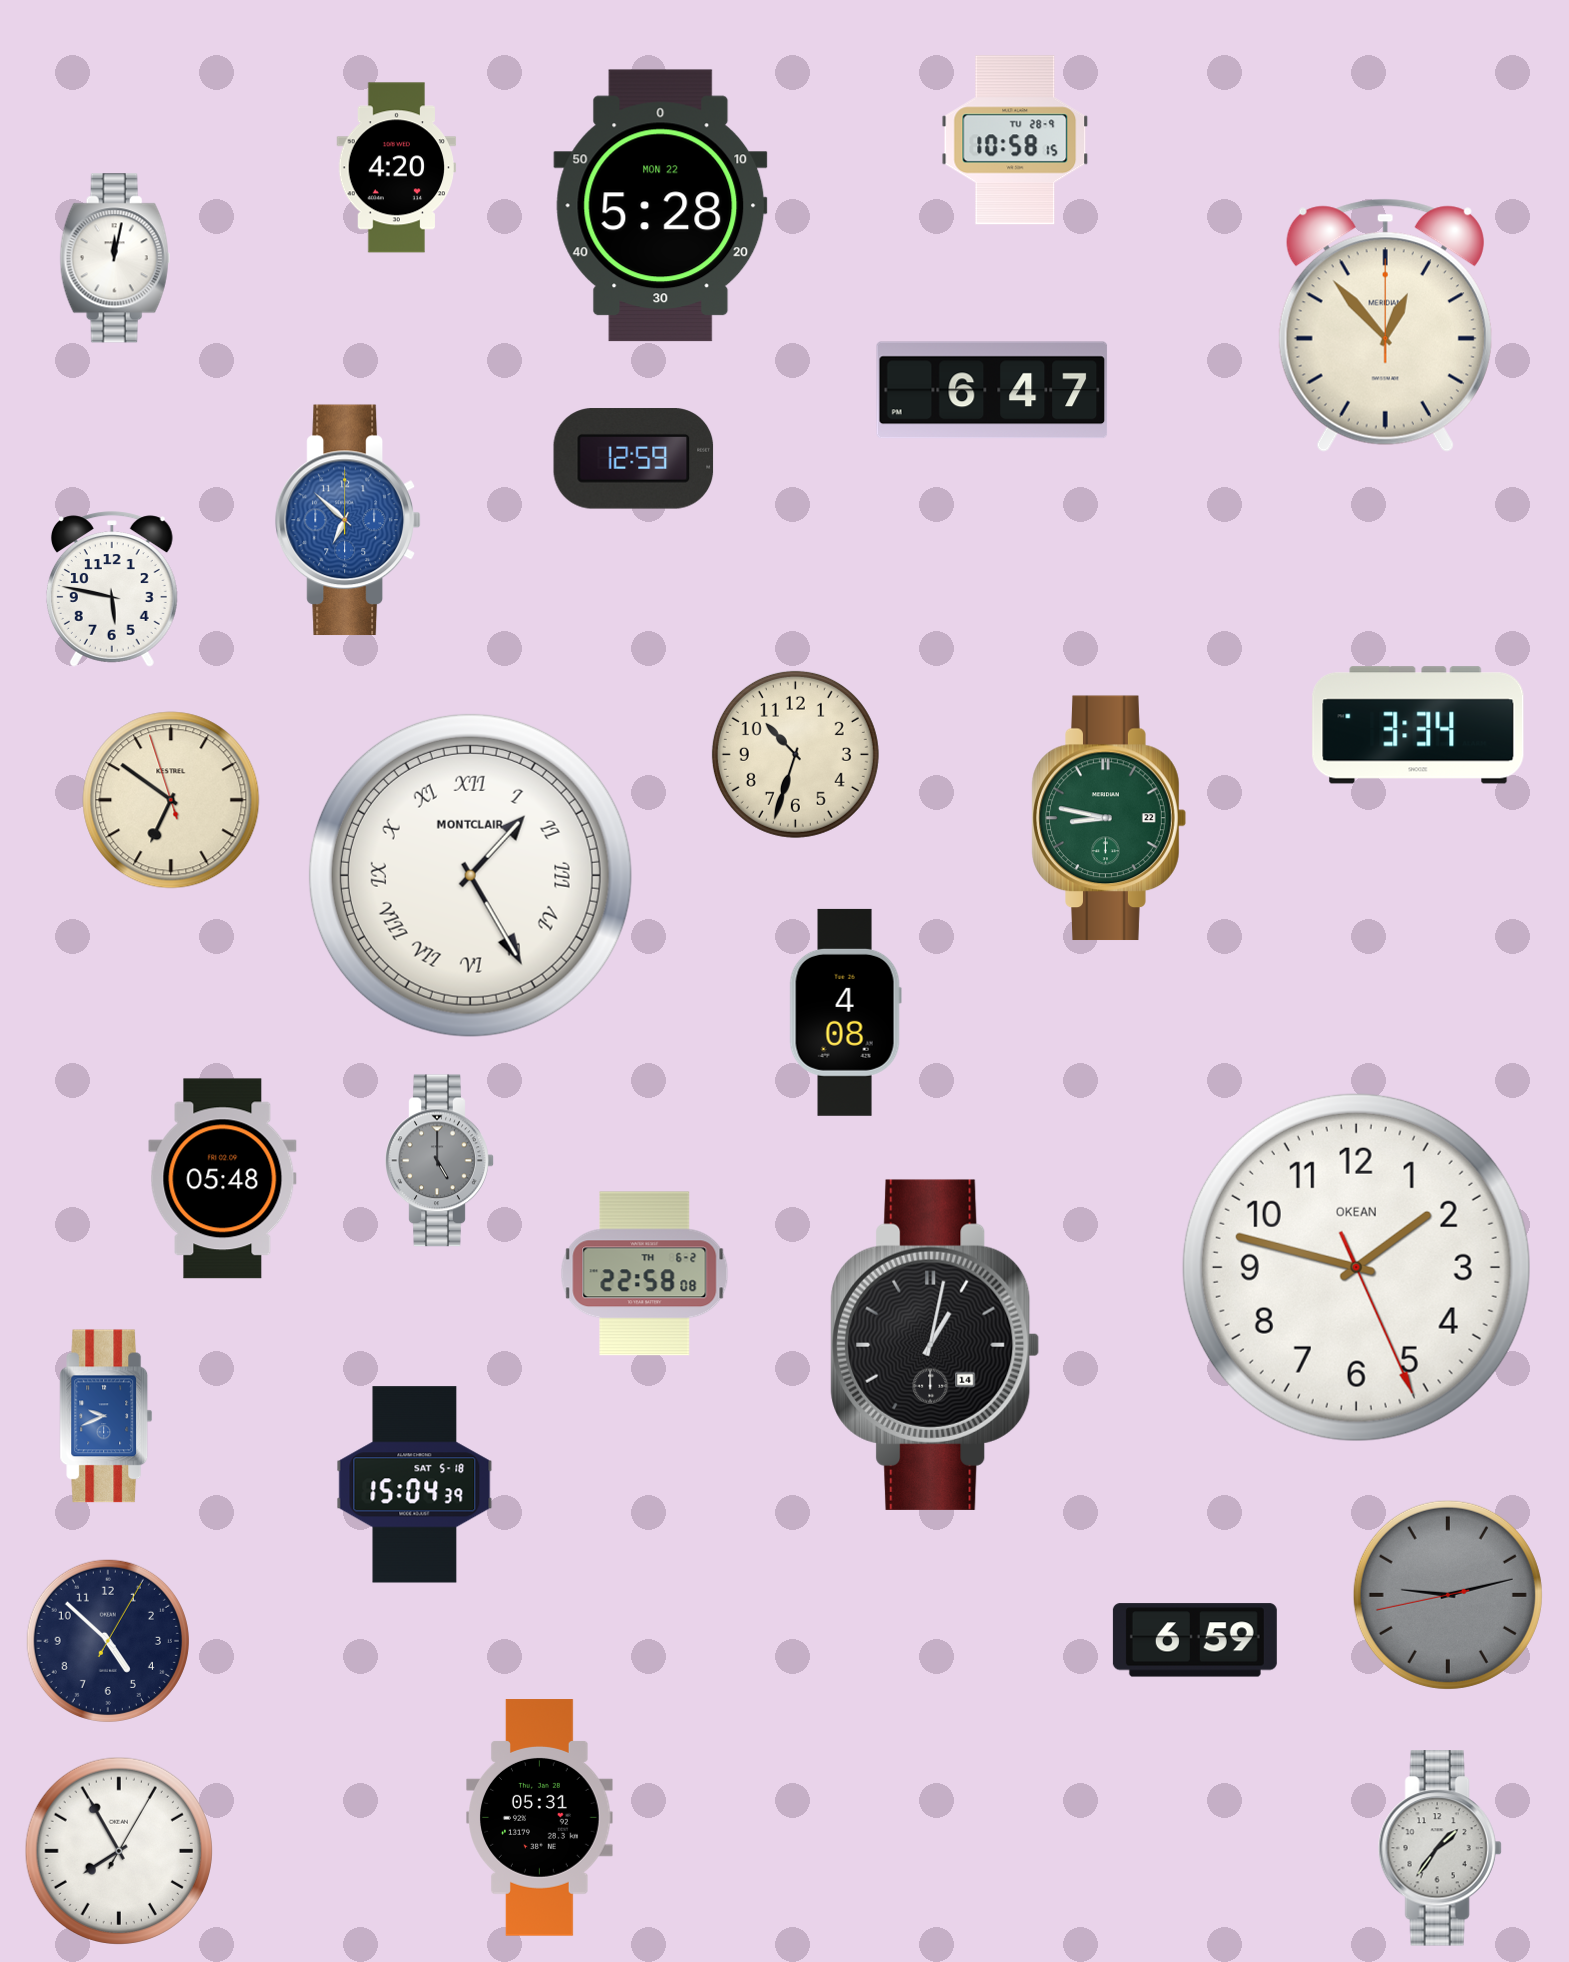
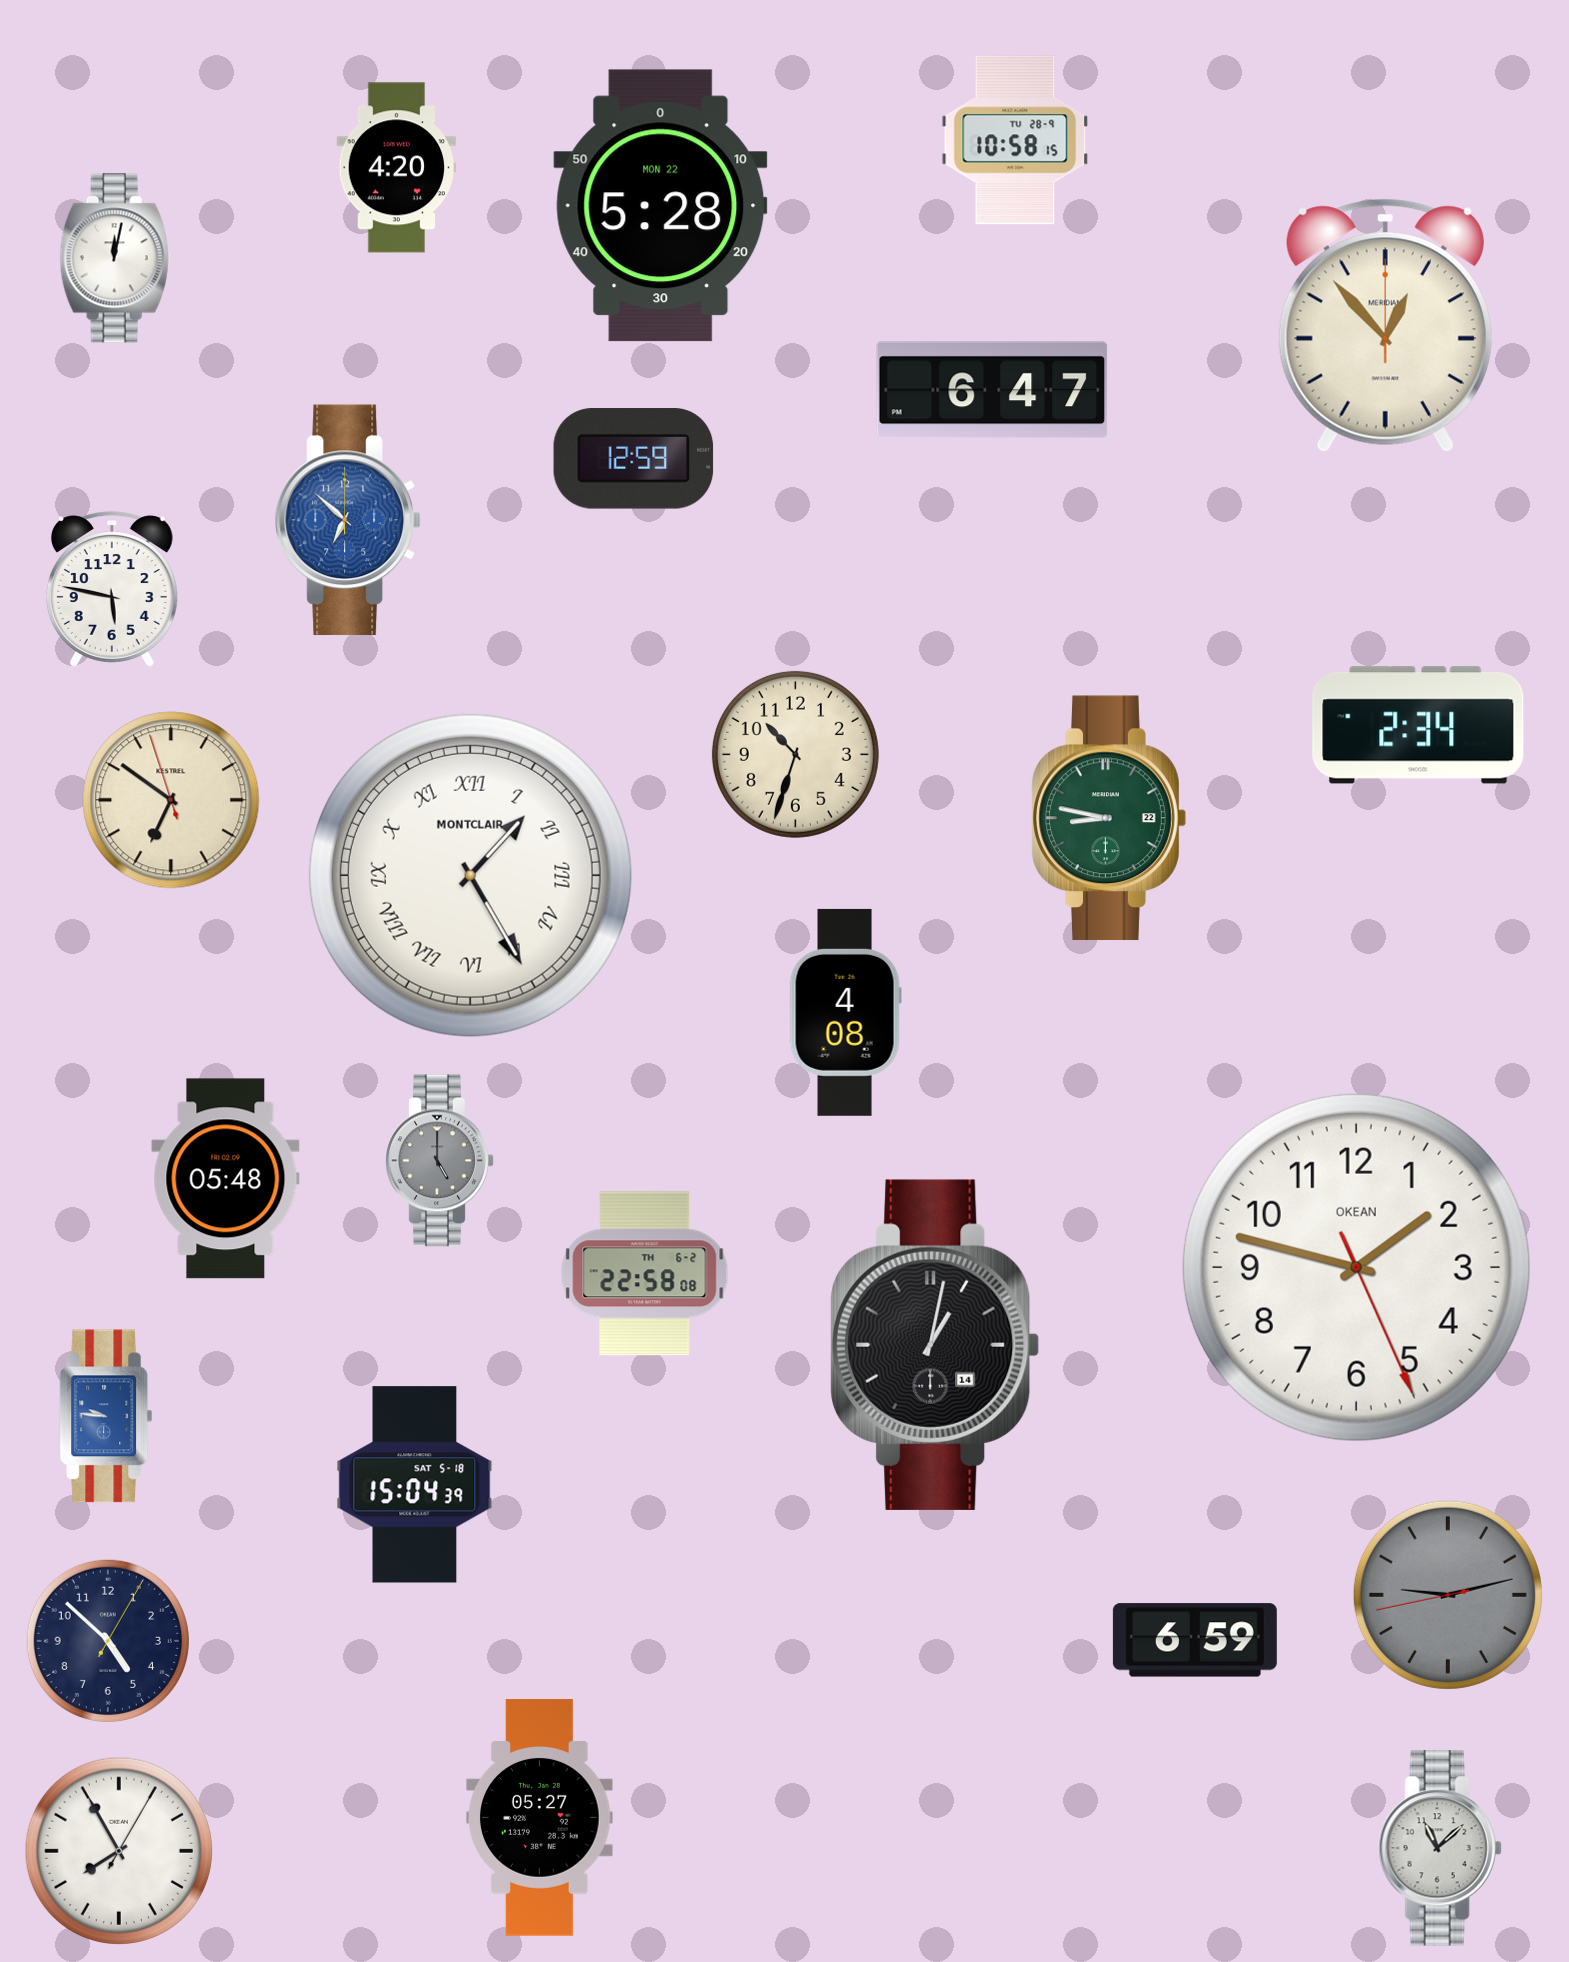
clock at (1418, 725): 3:34 -> 2:34
clock at (223, 1179) position: (223, 1179) -> (226, 1179)
clock at (106, 1416): 9:41 -> 9:46
clock at (540, 1818): 05:31 -> 05:27
clock at (1440, 1848): 1:36 -> 11:08
